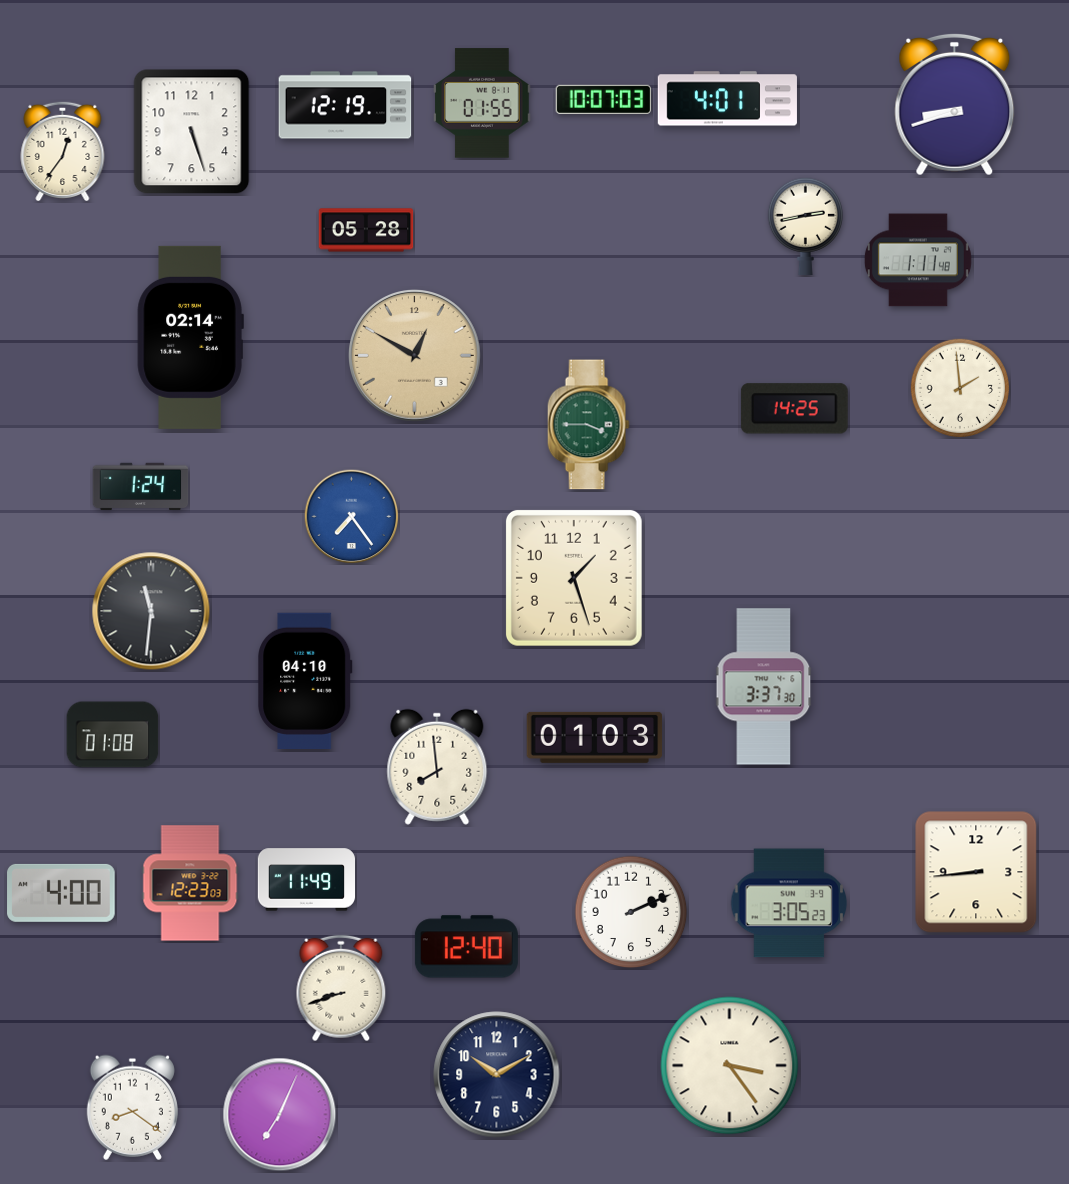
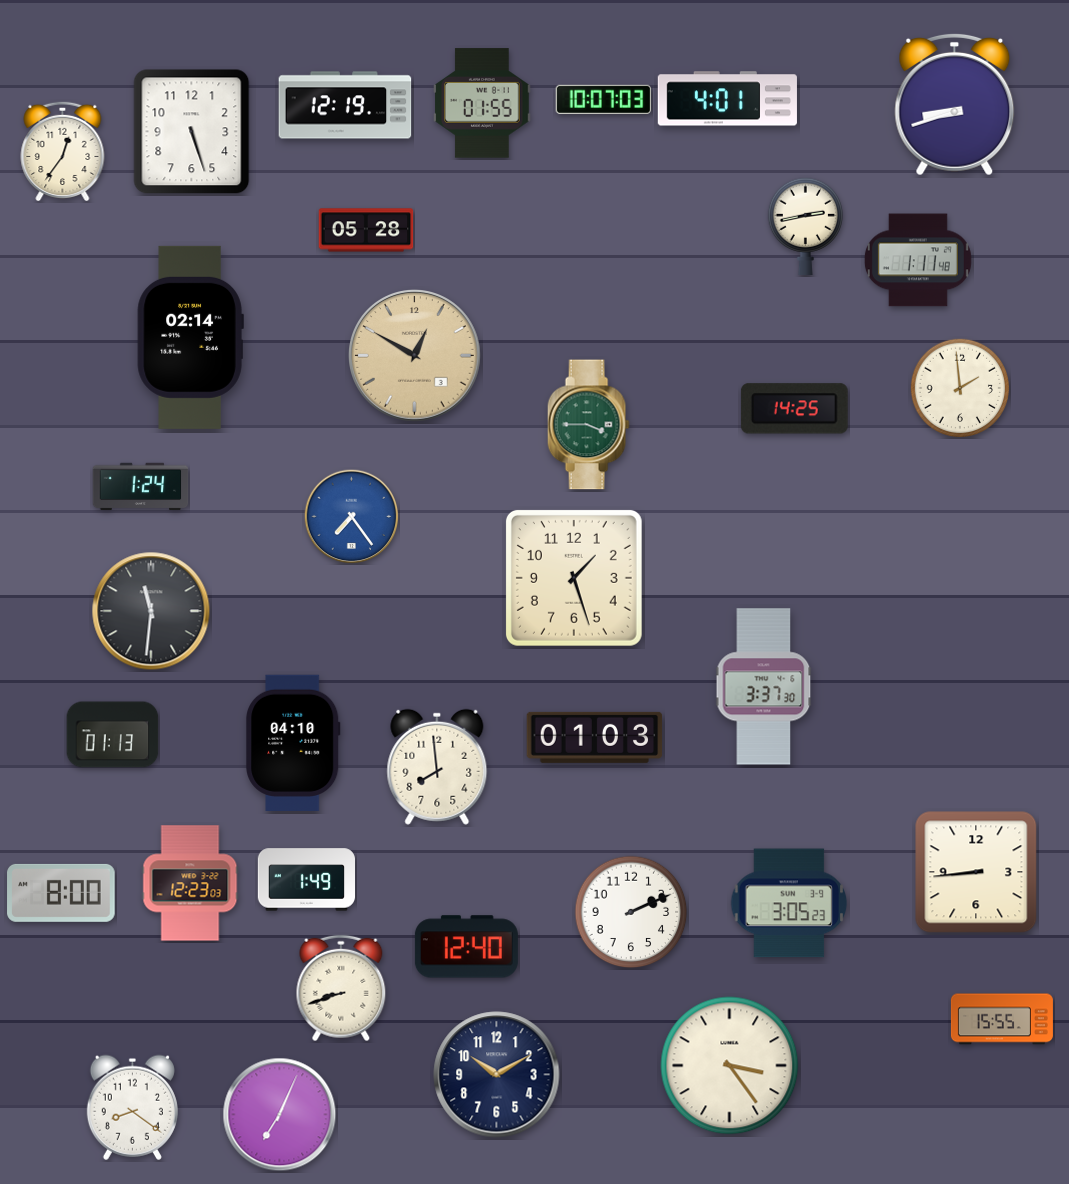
clock at (305, 680) position: (305, 680) -> (293, 742)
clock at (113, 735): 01:08 -> 01:13
clock at (307, 880): 11:49 -> 1:49
clock at (61, 893): 4:00 -> 8:00
clock at (1002, 1019): none -> 15:55
